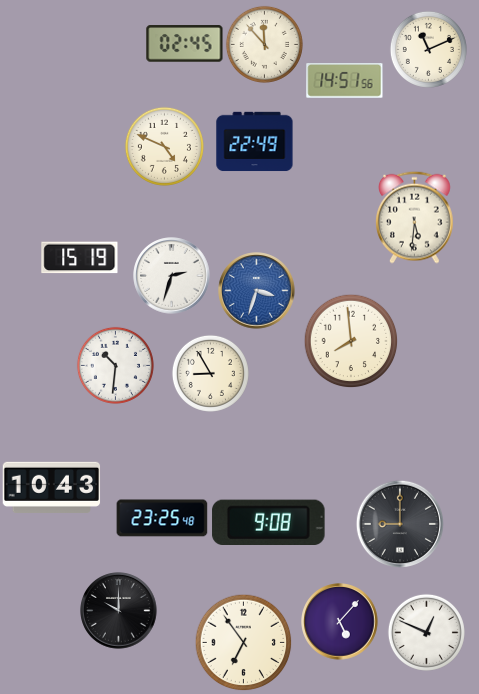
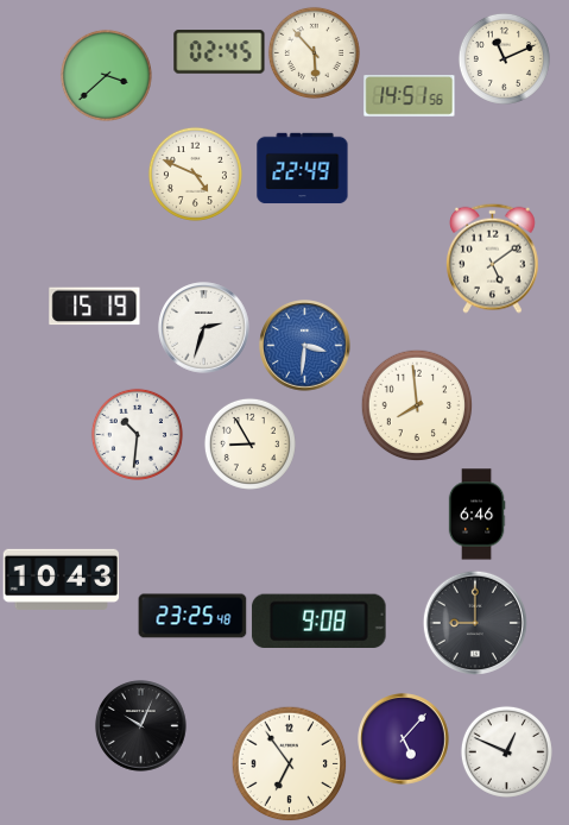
clock at (264, 44): 11:53 -> 5:53
clock at (428, 49) position: (428, 49) -> (504, 58)
clock at (106, 75): none -> 3:38
clock at (415, 217): 5:31 -> 5:09
clock at (257, 291): 3:33 -> 3:31
clock at (476, 515): none -> 6:46
clock at (119, 611): 10:00 -> 10:04
